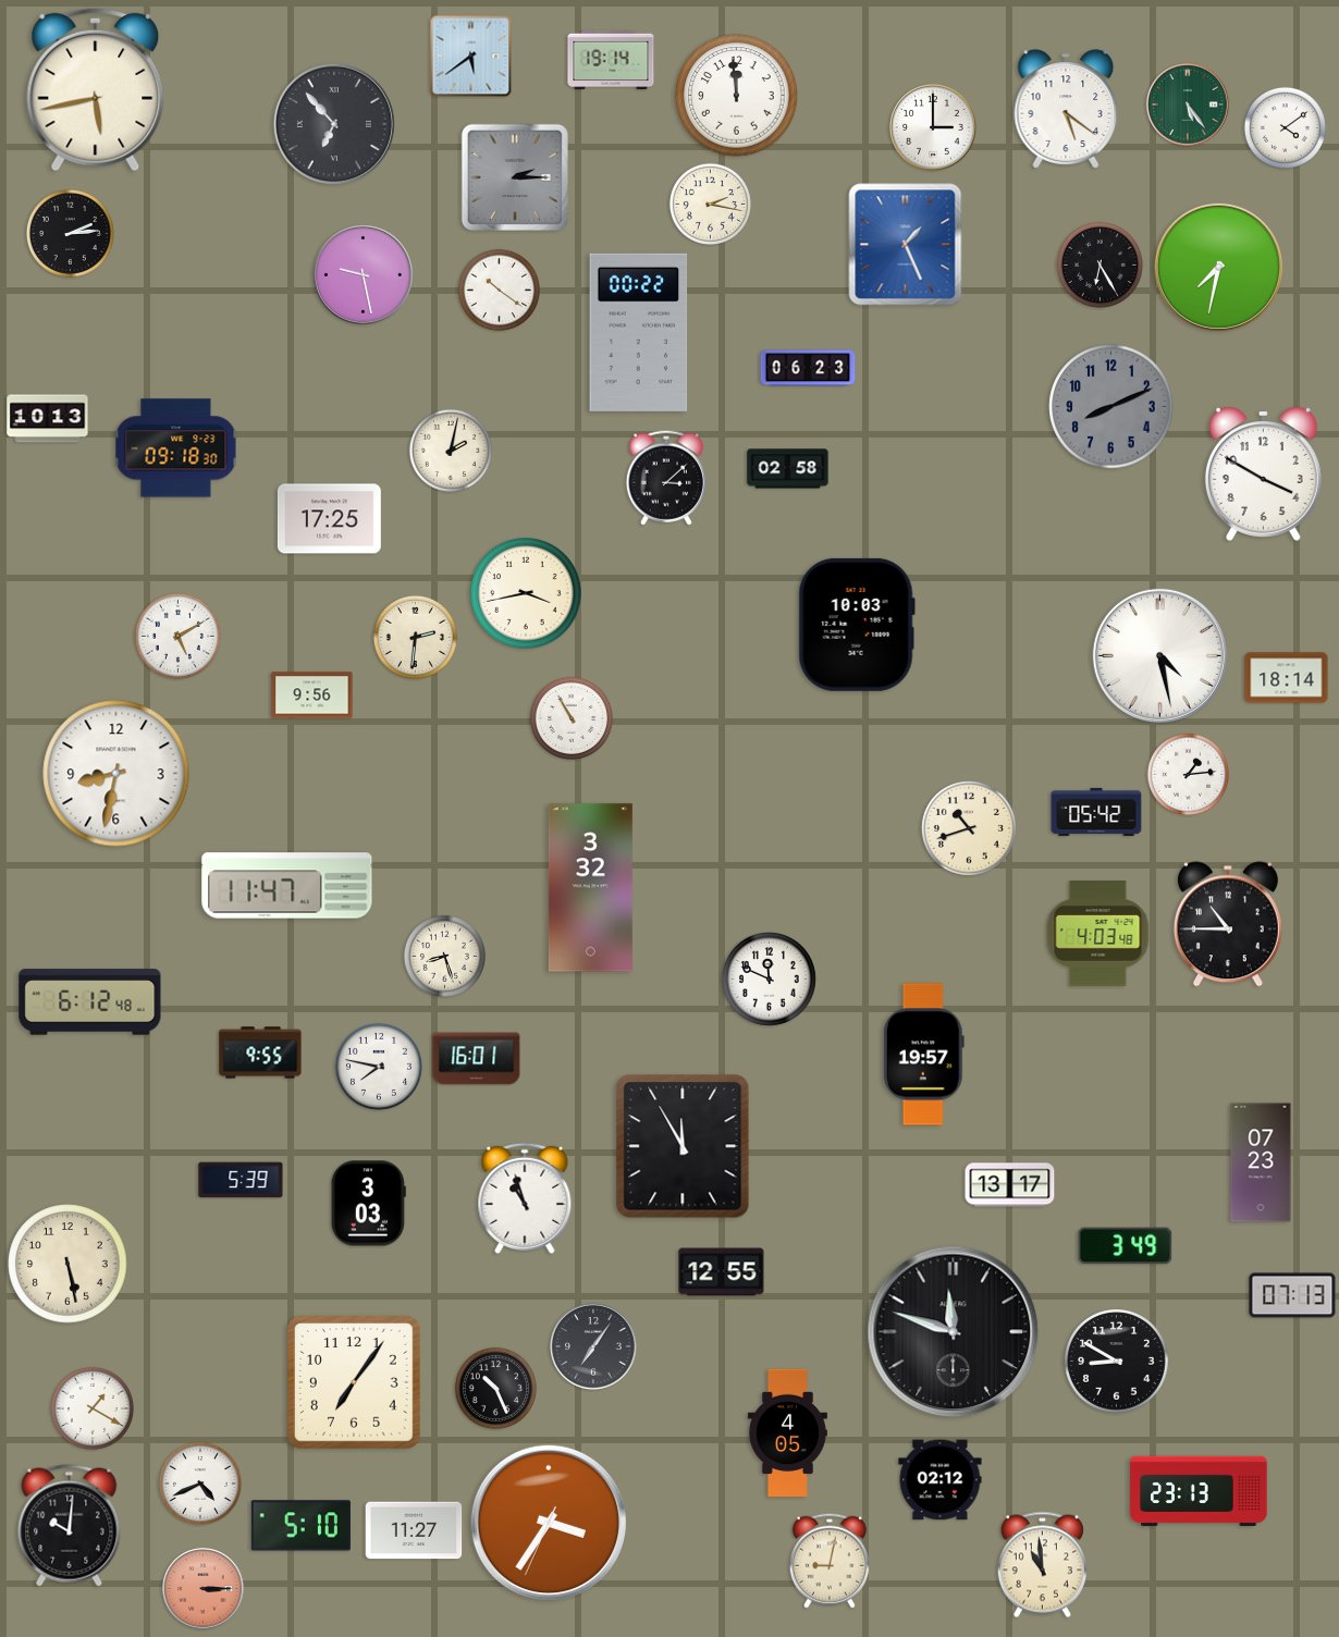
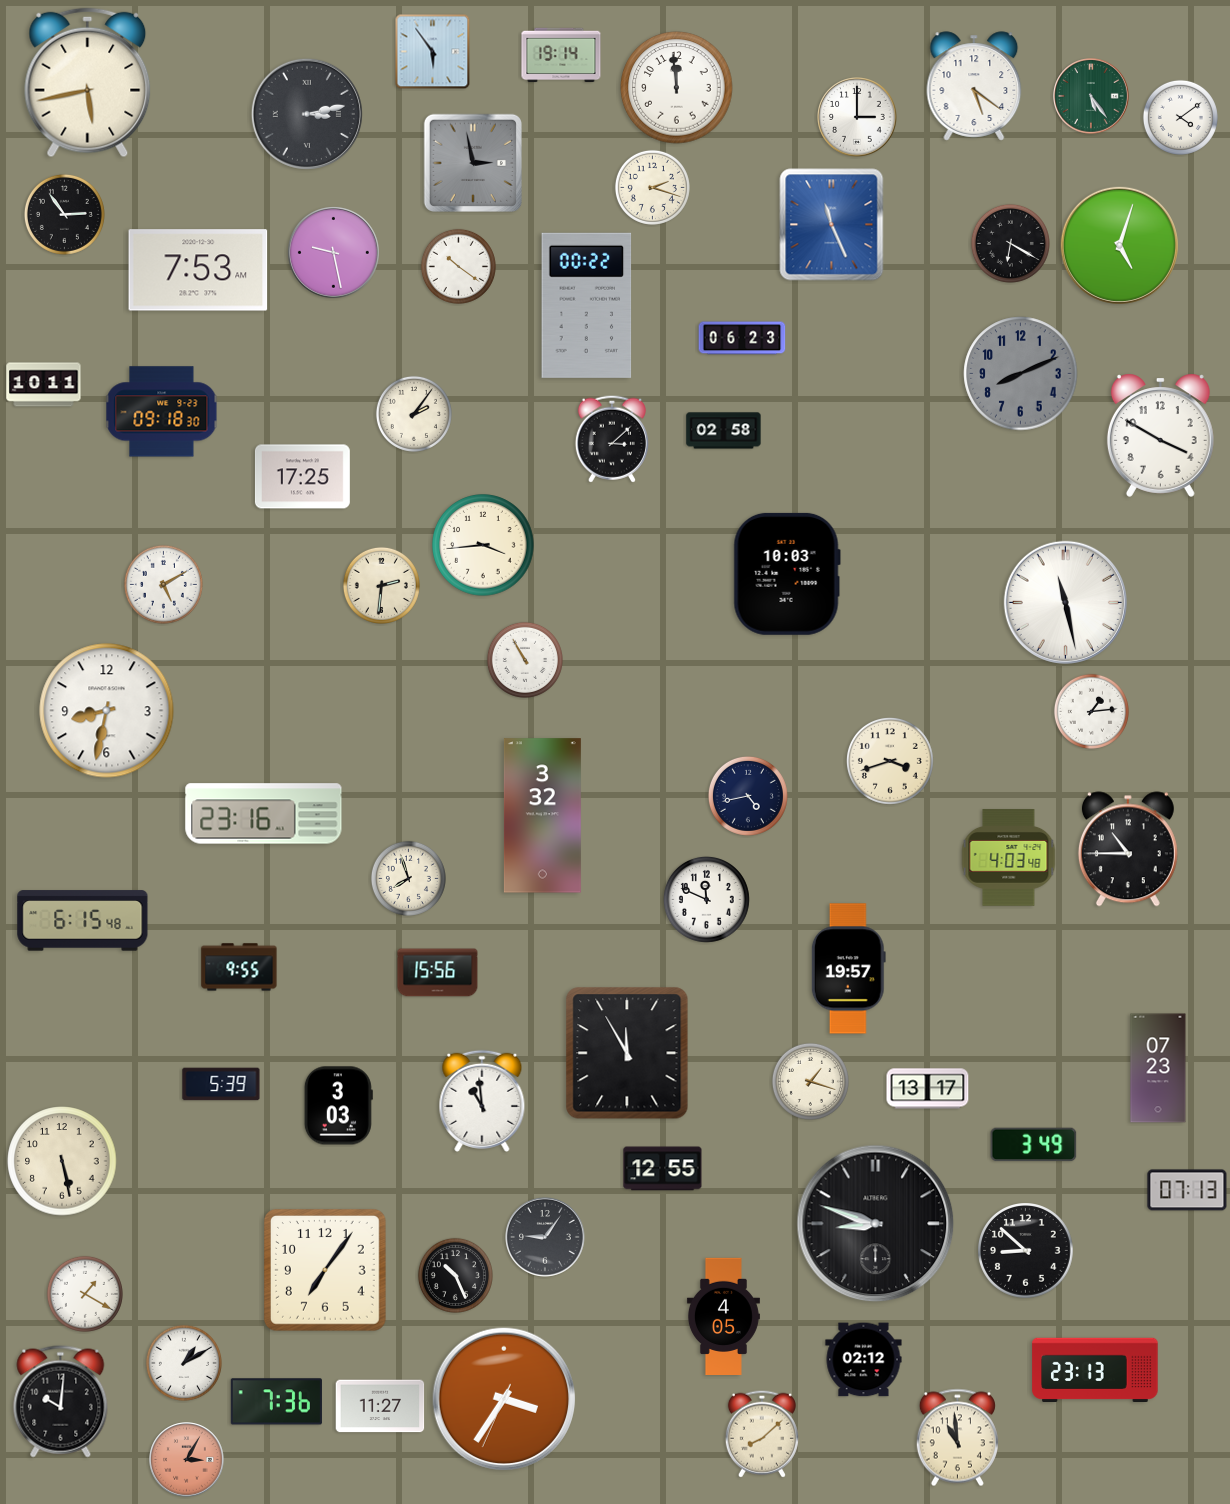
clock at (471, 57): 5:39 -> 5:54
clock at (1066, 109) position: (1066, 109) -> (974, 86)
clock at (334, 124): 6:53 -> 3:13
clock at (515, 177): 2:15 -> 2:58
clock at (710, 204): 2:17 -> 2:18
clock at (70, 233): 2:14 -> 2:54
clock at (906, 245): 1:26 -> 11:26
clock at (1100, 264): 6:25 -> 6:20
clock at (1218, 267): 7:32 -> 5:03
clock at (198, 270): none -> 7:53
clock at (48, 419): 10:13 -> 10:11
clock at (451, 451): 2:02 -> 2:06
clock at (526, 593): 3:43 -> 3:44
clock at (1159, 655): 4:28 -> 11:28
clock at (1287, 678): 18:14 -> none
clock at (312, 696): 9:56 -> none
clock at (1096, 812): 05:42 -> none
clock at (969, 828): 10:42 -> 3:42
clock at (748, 796): none -> 4:43
clock at (287, 886): 11:47 -> 23:16
clock at (444, 956): 8:27 -> 7:57
clock at (90, 1002): 6:12 -> 6:15
clock at (477, 1059): 16:01 -> 15:56
clock at (379, 1067): 7:47 -> none
clock at (810, 1081): none -> 1:18
clock at (525, 1198): 10:57 -> 10:59
clock at (954, 1332): 11:48 -> 8:48
clock at (593, 1346): 7:06 -> 9:06
clock at (1117, 1362): 8:50 -> 8:52
clock at (200, 1484): 4:41 -> 1:10
clock at (1199, 1490) position: (1199, 1490) -> (1095, 1369)
clock at (70, 1526) position: (70, 1526) -> (61, 1402)
clock at (300, 1526): 5:10 -> 7:36
clock at (830, 1561): 9:02 -> 8:08
clock at (204, 1589): 3:15 -> 3:05
